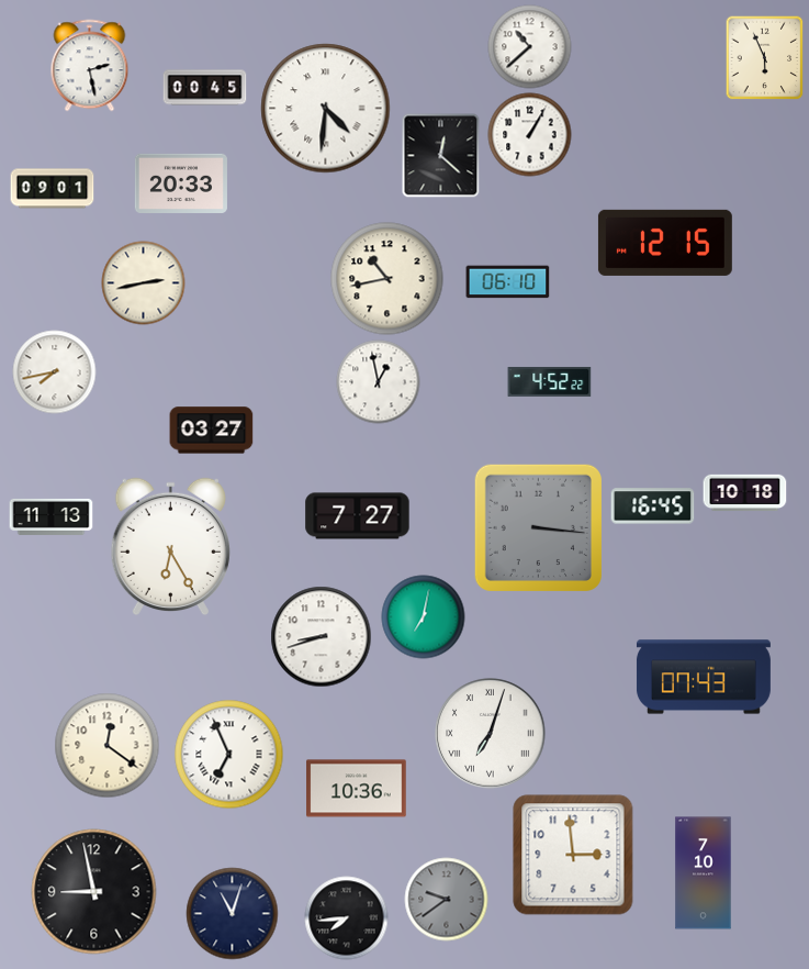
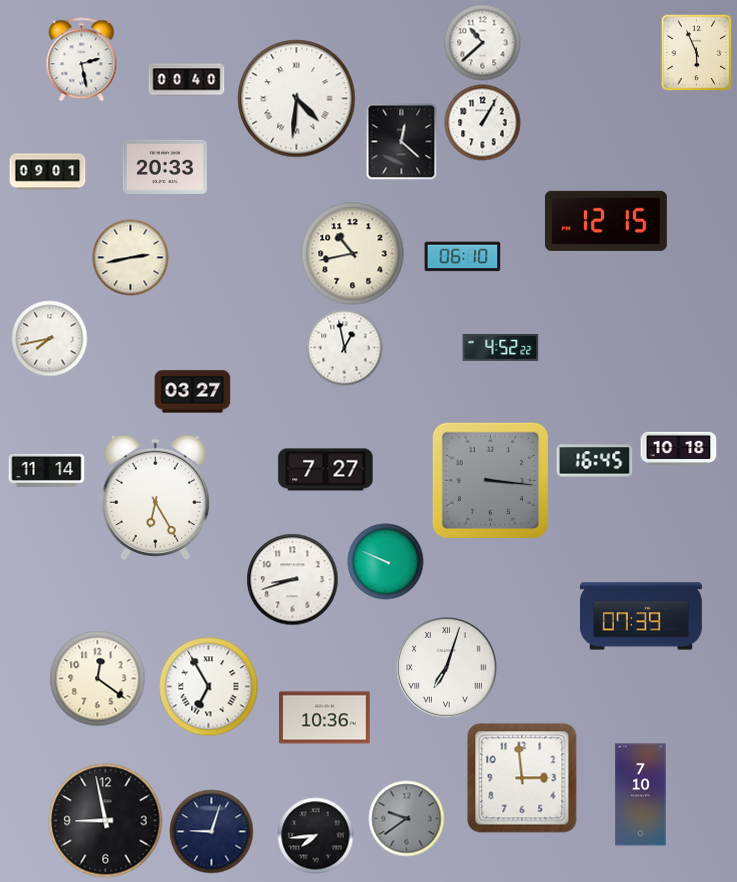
clock at (205, 88): 00:45 -> 00:40
clock at (52, 516): 11:13 -> 11:14
clock at (424, 617): 7:02 -> 9:49
clock at (704, 677): 07:43 -> 07:39
clock at (229, 755): 6:56 -> 6:55
clock at (94, 892) position: (94, 892) -> (106, 821)
clock at (233, 914): 11:03 -> 9:03
